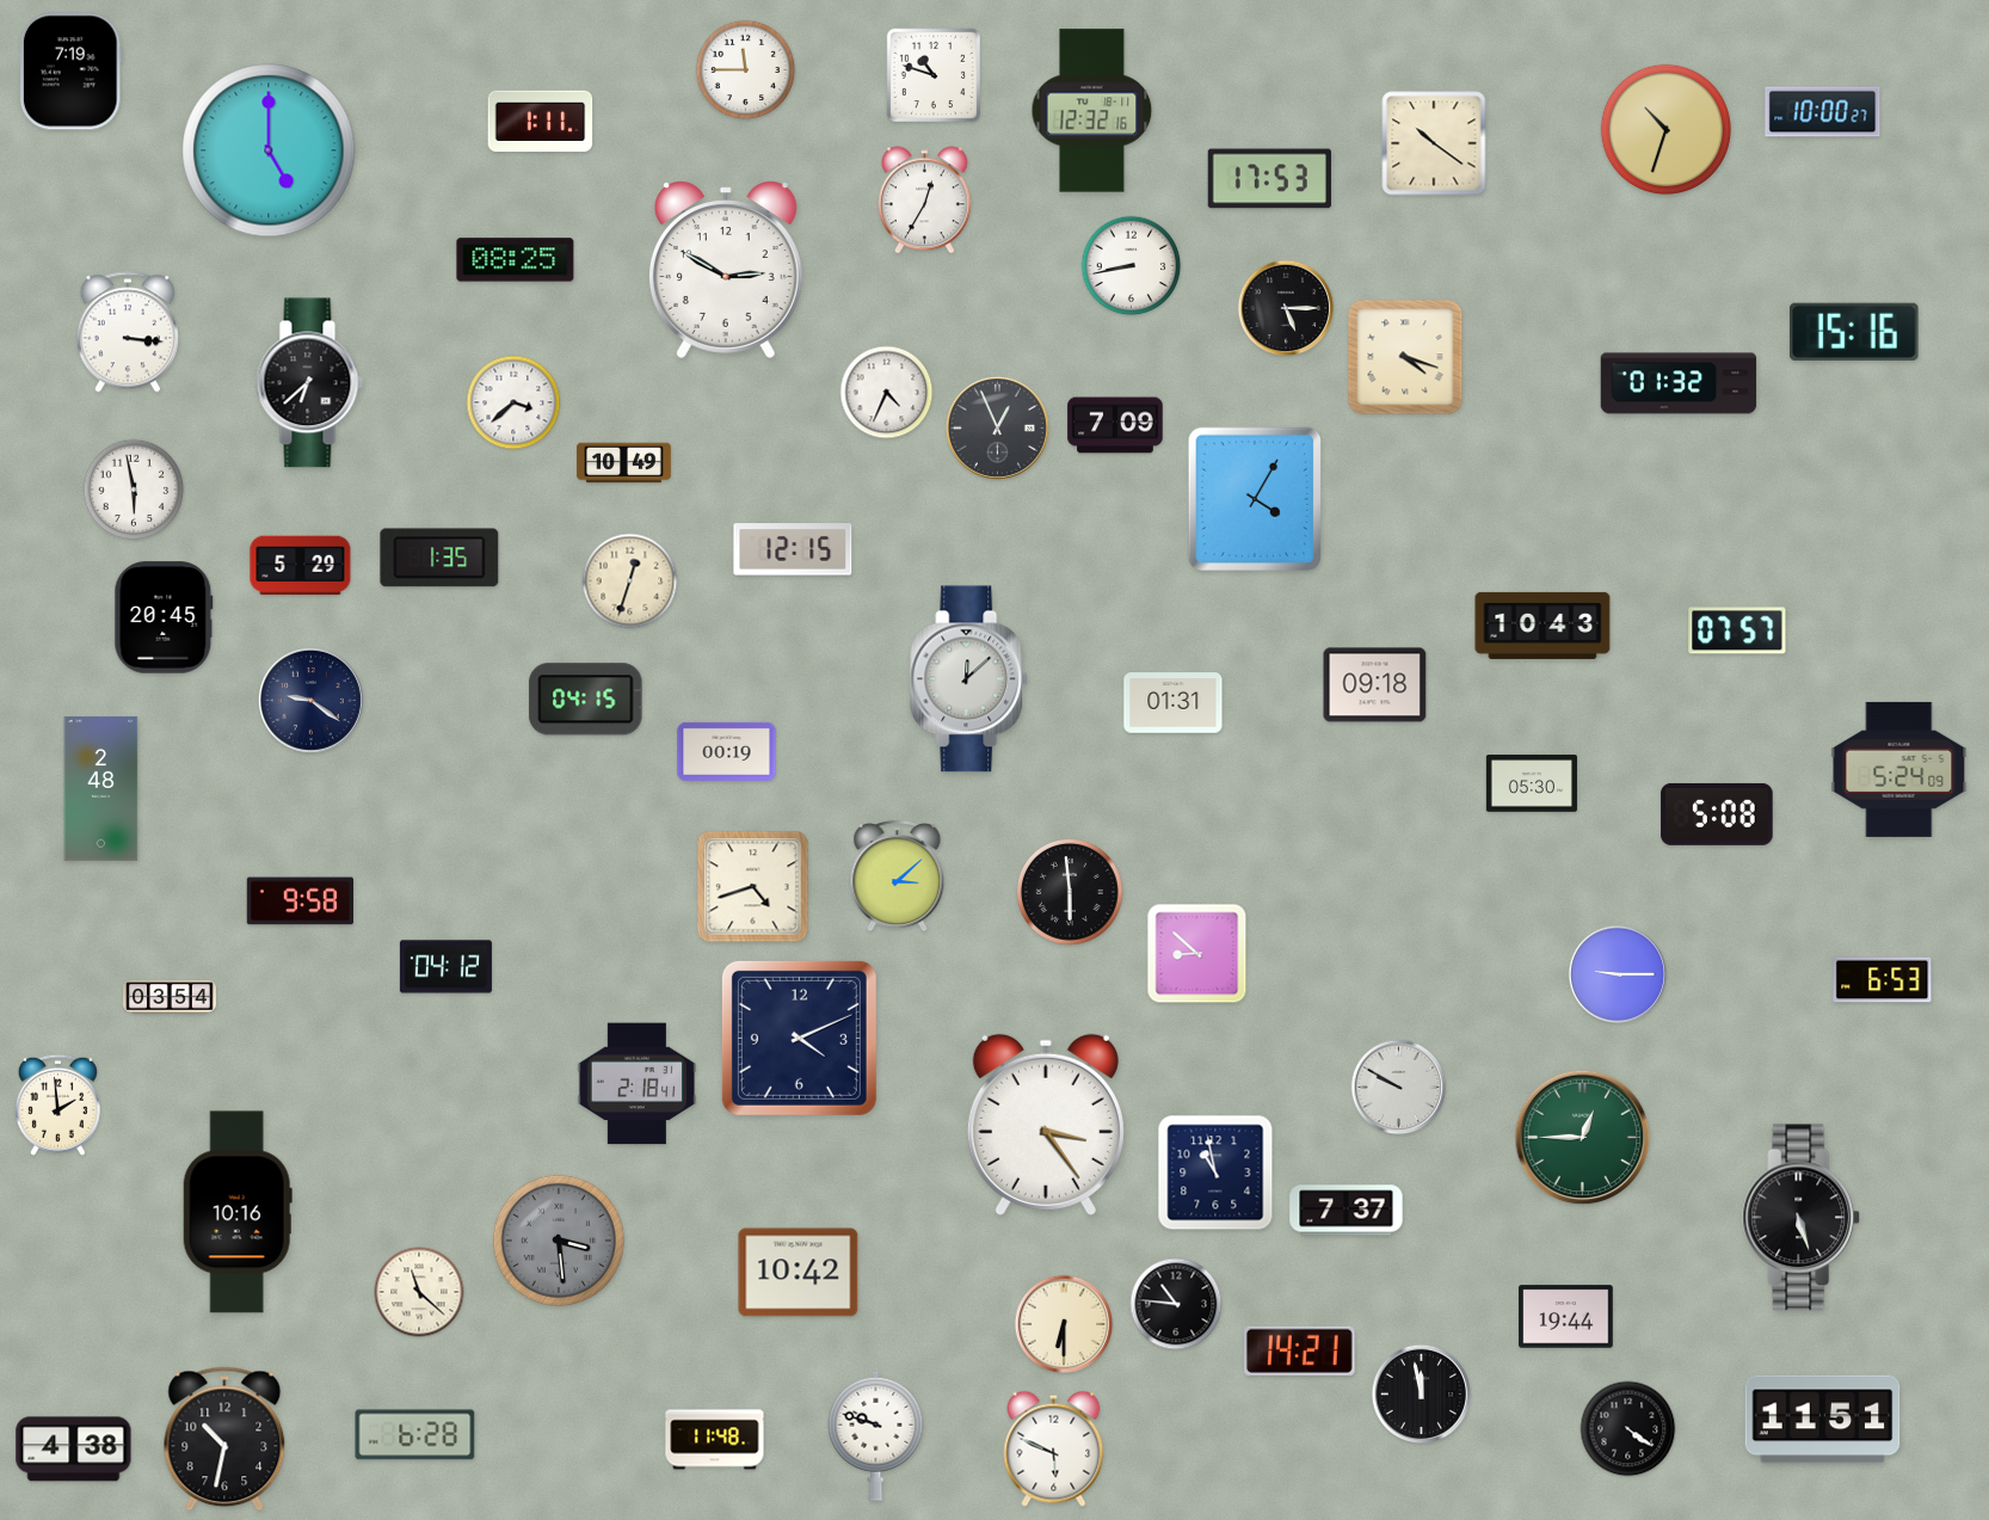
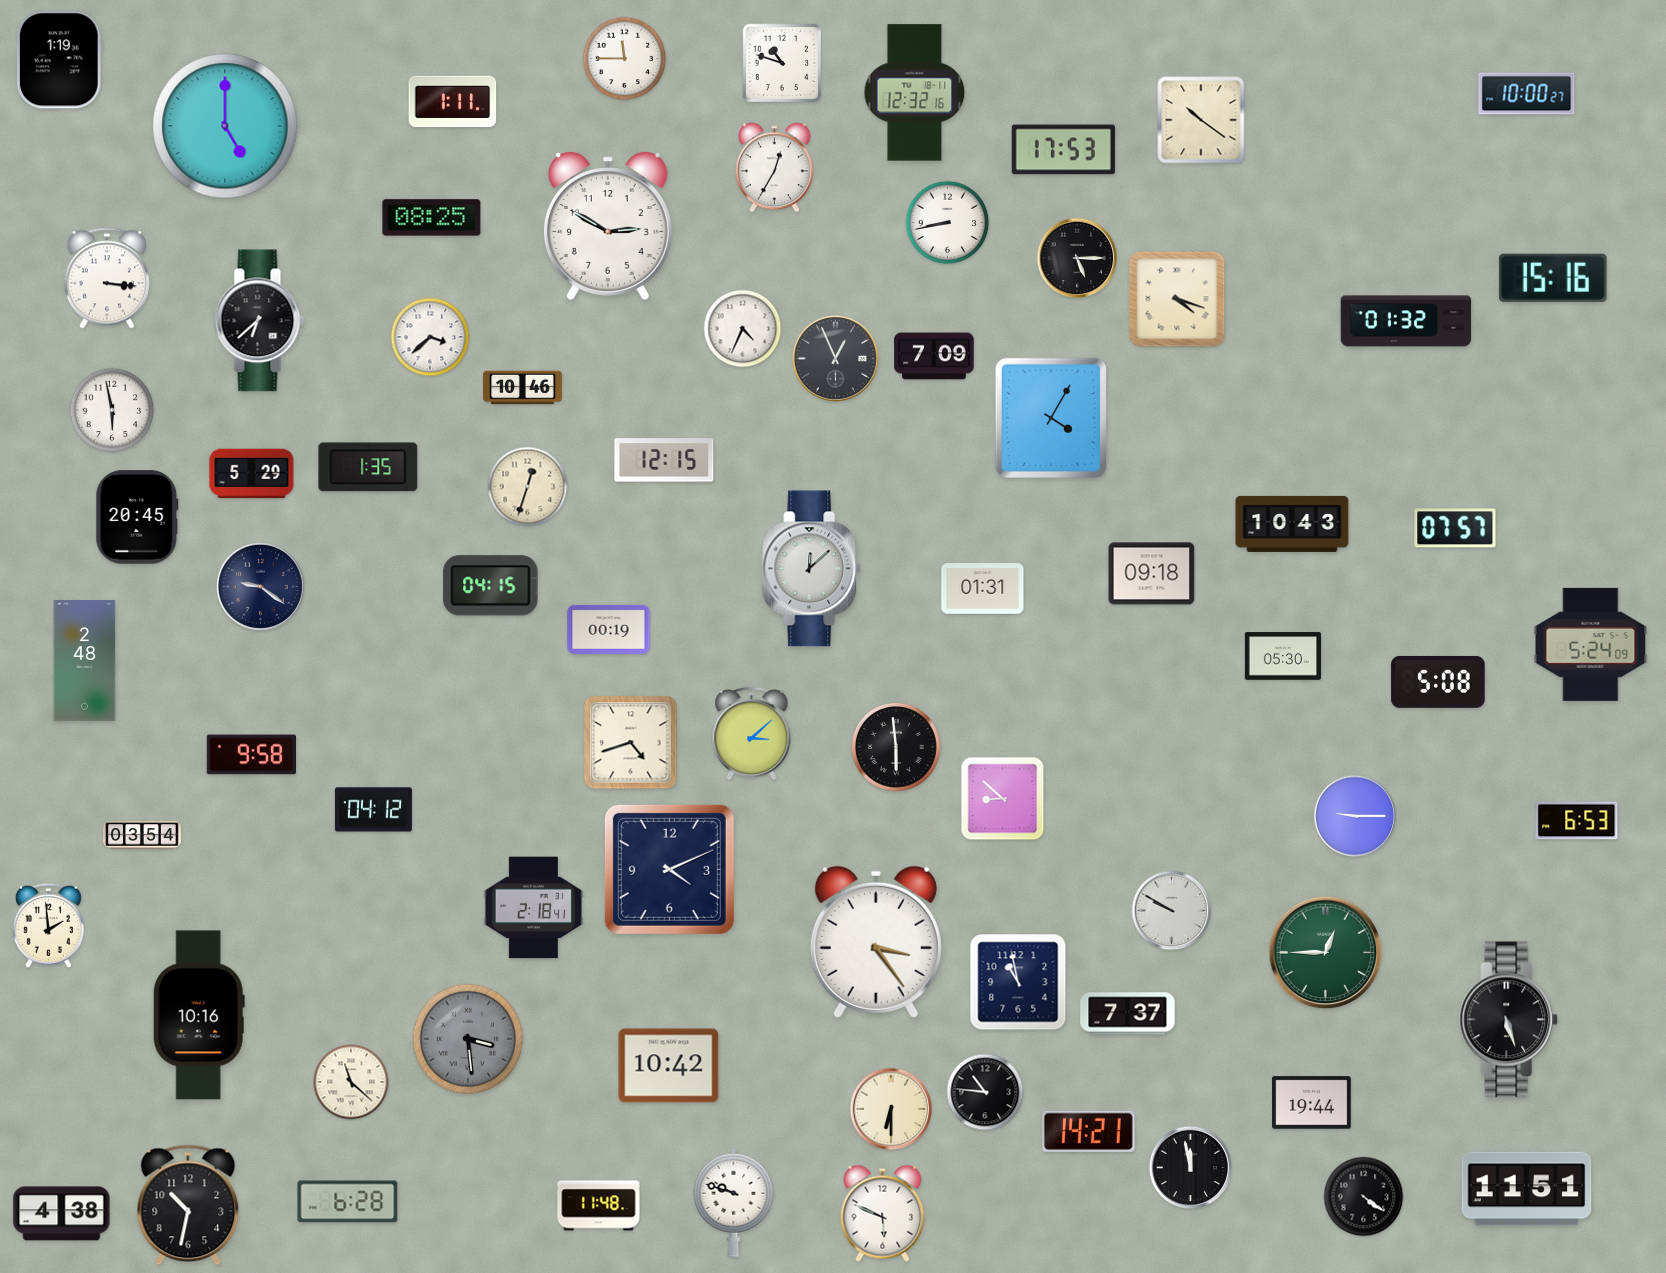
clock at (70, 72): 7:19 -> 1:19
clock at (1665, 129): 10:33 -> none
clock at (624, 463): 10:49 -> 10:46
